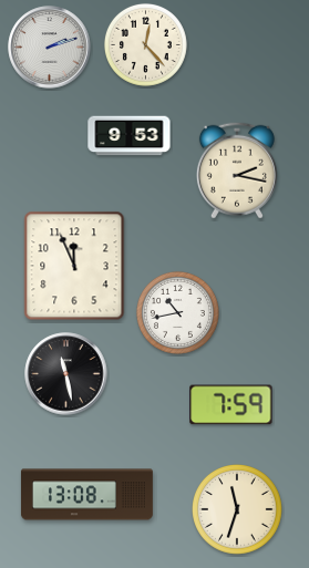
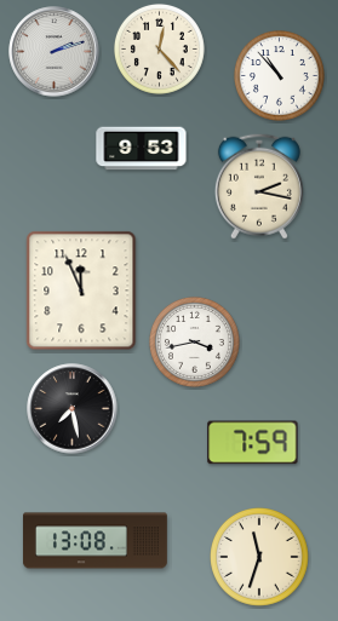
clock at (279, 75): none -> 10:53
clock at (177, 312): 10:43 -> 3:43
clock at (66, 374): 11:28 -> 7:28
